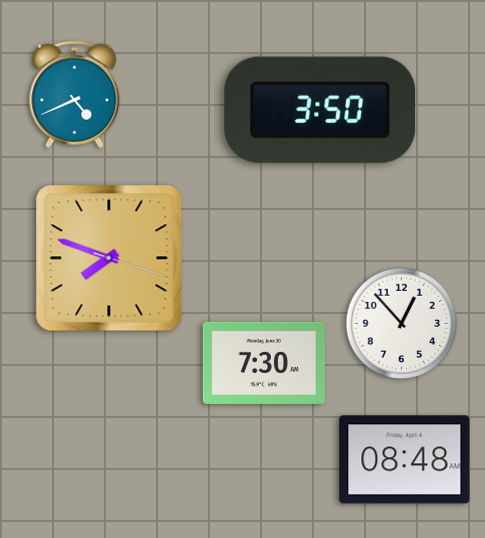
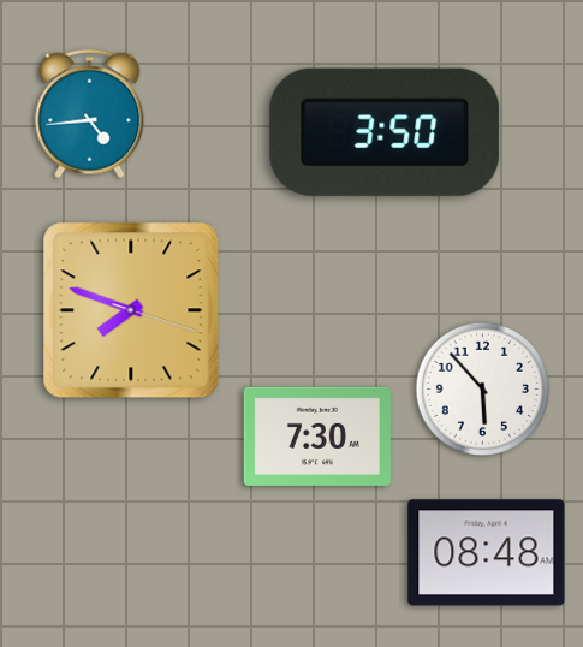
clock at (75, 95): 4:41 -> 4:44
clock at (401, 323): 12:53 -> 5:53
